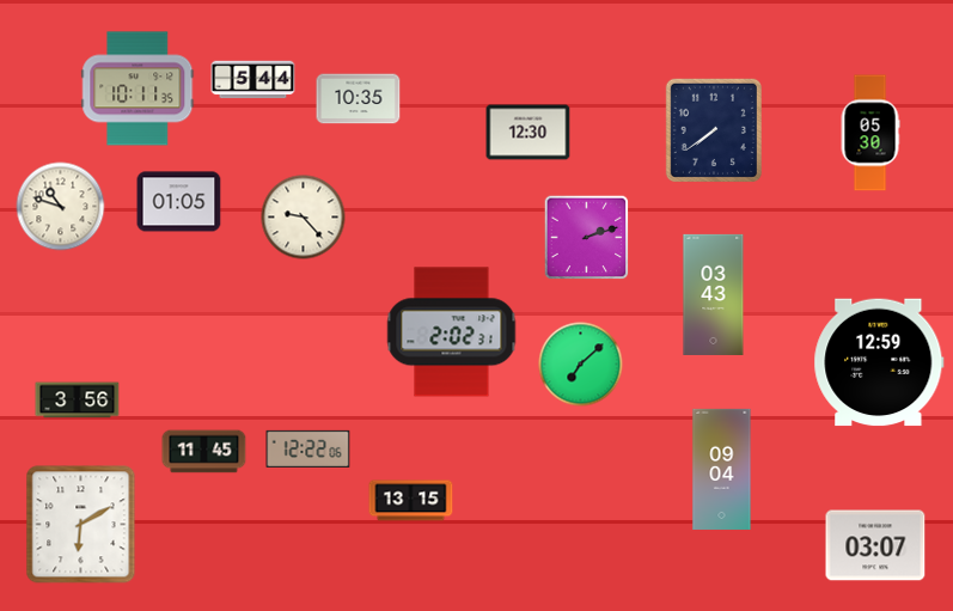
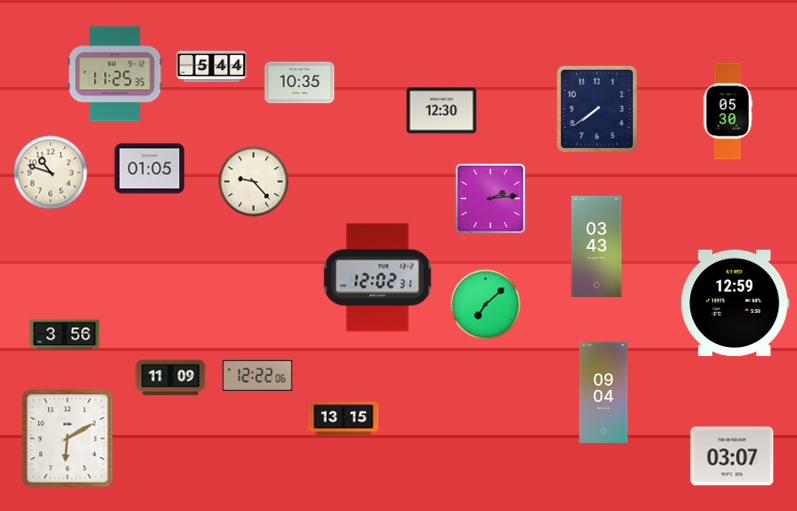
clock at (138, 88): 10:11 -> 11:25
clock at (587, 238): 2:12 -> 2:14
clock at (452, 332): 2:02 -> 12:02
clock at (204, 452): 11:45 -> 11:09
